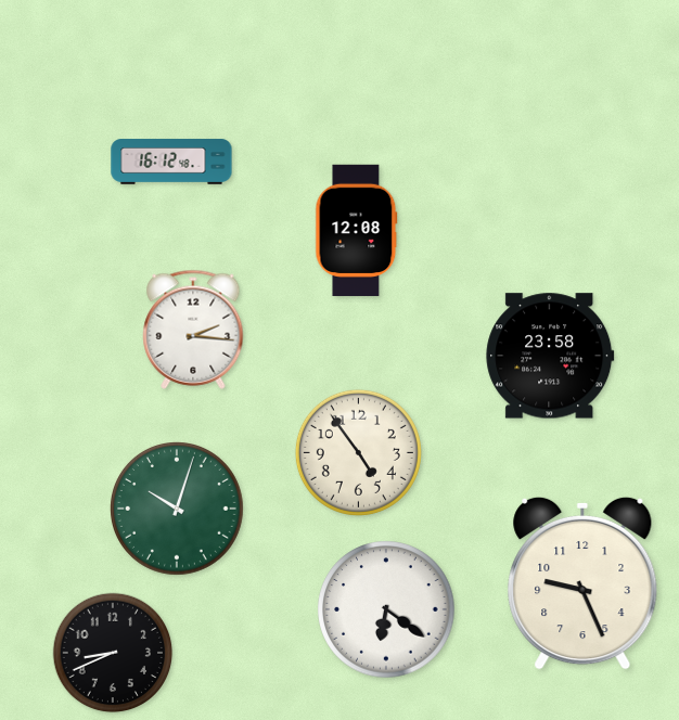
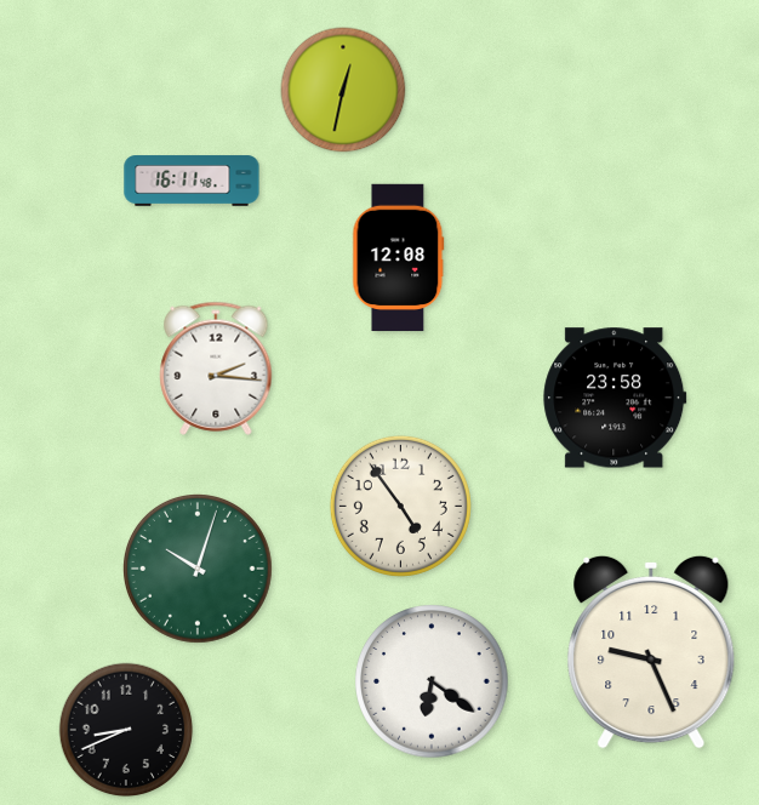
clock at (343, 90): none -> 12:32
clock at (171, 162): 16:12 -> 16:11
